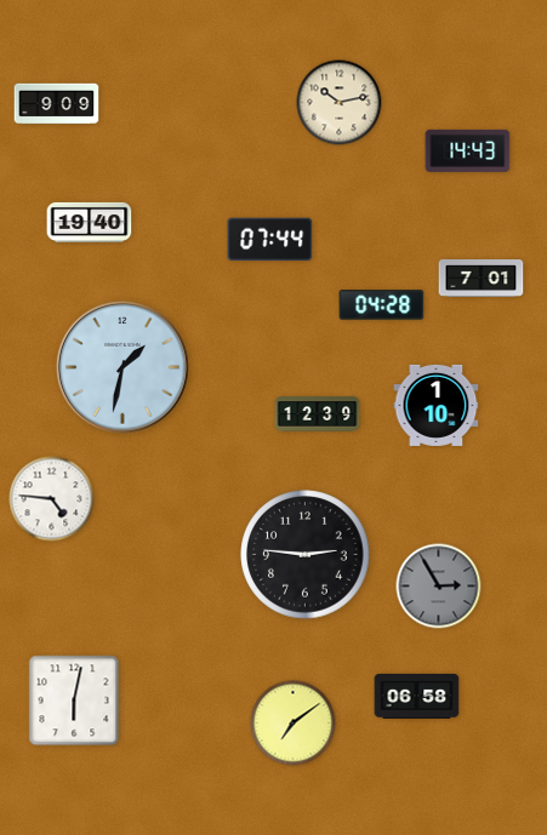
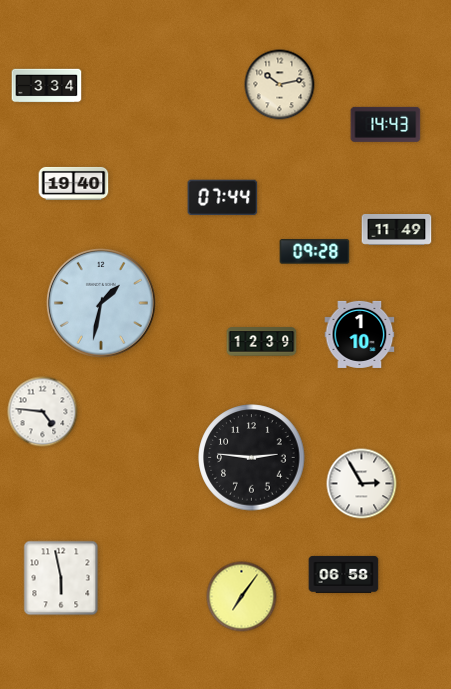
clock at (57, 104): 9:09 -> 3:34
clock at (482, 279): 7:01 -> 11:49
clock at (382, 305): 04:28 -> 09:28
clock at (439, 587) dial: grey -> white
clock at (74, 700): 6:02 -> 5:58
clock at (294, 724): 7:09 -> 7:06
